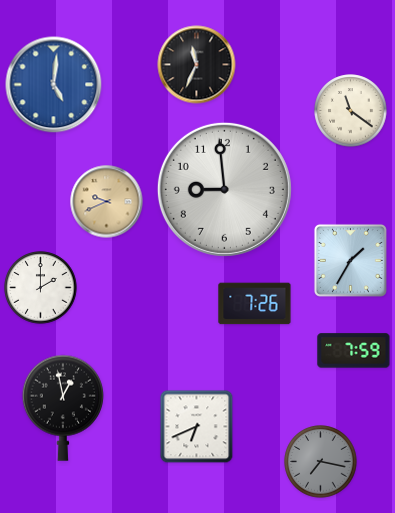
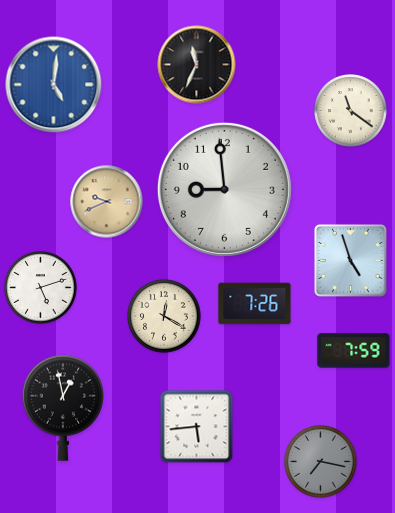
clock at (350, 260): 1:35 -> 4:57
clock at (41, 288): 2:00 -> 5:12
clock at (164, 316): none -> 12:20
clock at (197, 427): 6:41 -> 5:44
